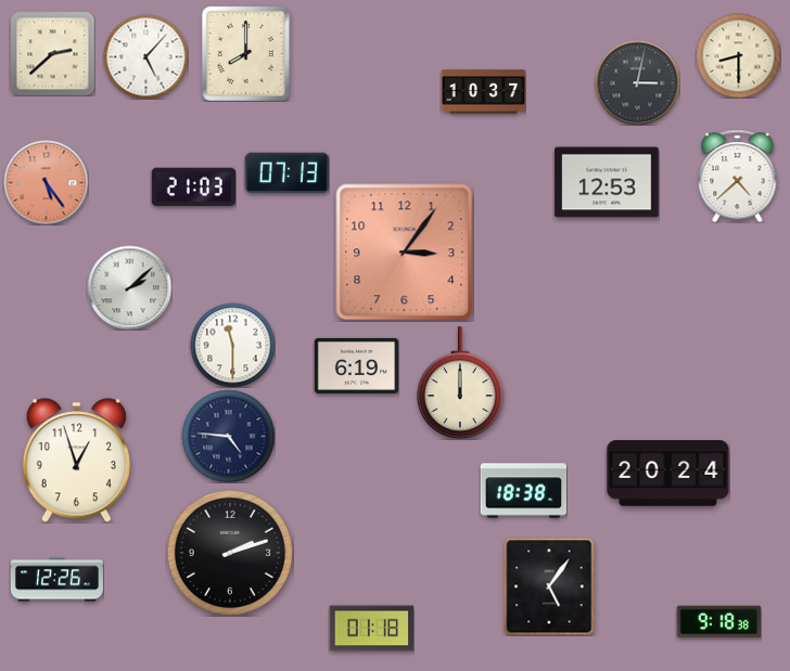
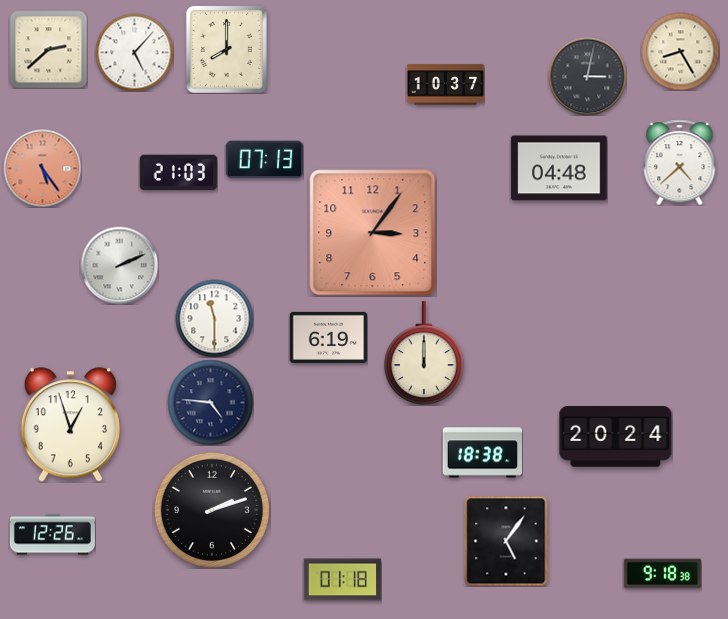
clock at (738, 55): 8:30 -> 8:25
clock at (607, 182): 12:53 -> 04:48
clock at (129, 287): 2:08 -> 2:11
